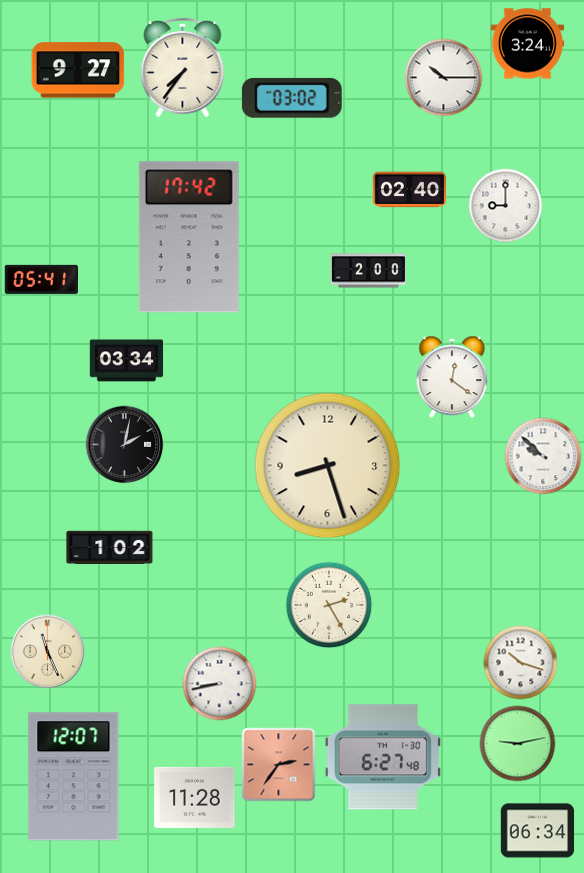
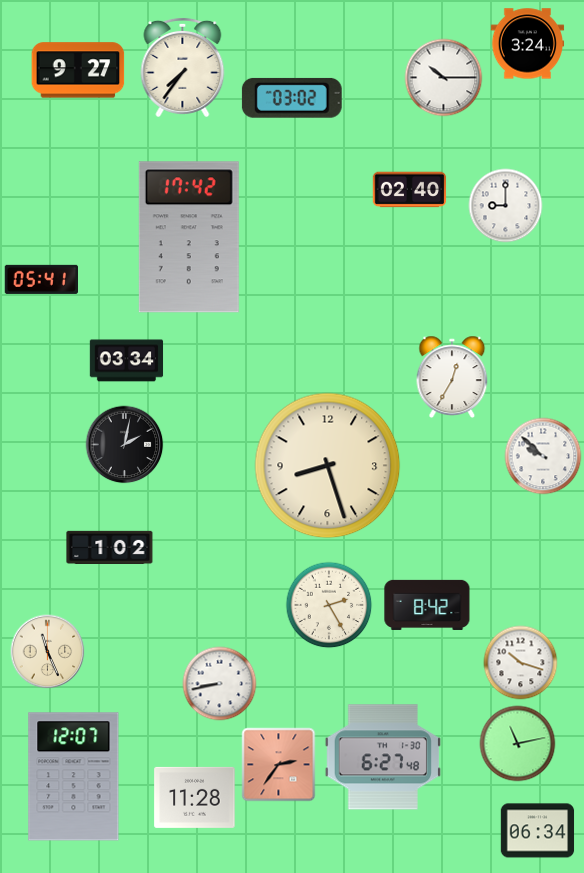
clock at (368, 271): 2:00 -> none
clock at (452, 377): 12:21 -> 12:35
clock at (427, 605): none -> 8:42
clock at (518, 744): 9:13 -> 11:13
